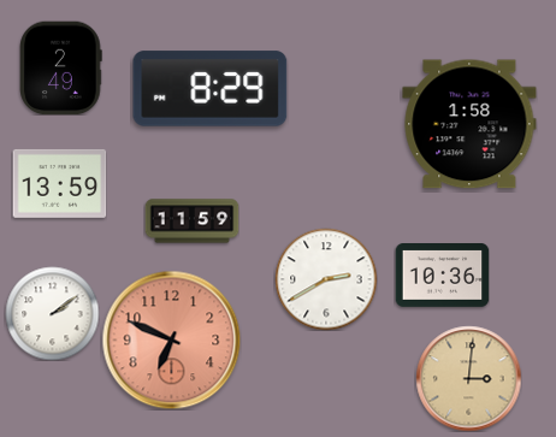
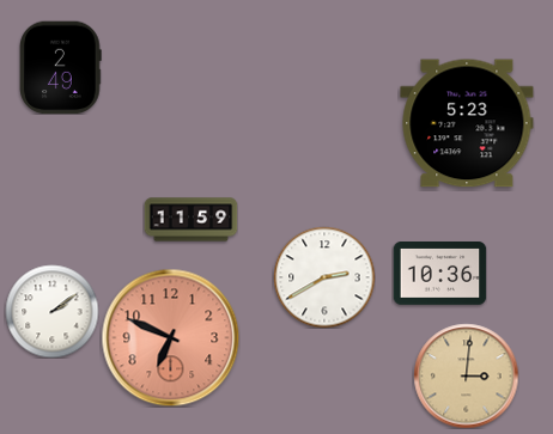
clock at (211, 89): 8:29 -> none
clock at (469, 124): 1:58 -> 5:23
clock at (59, 183): 13:59 -> none
